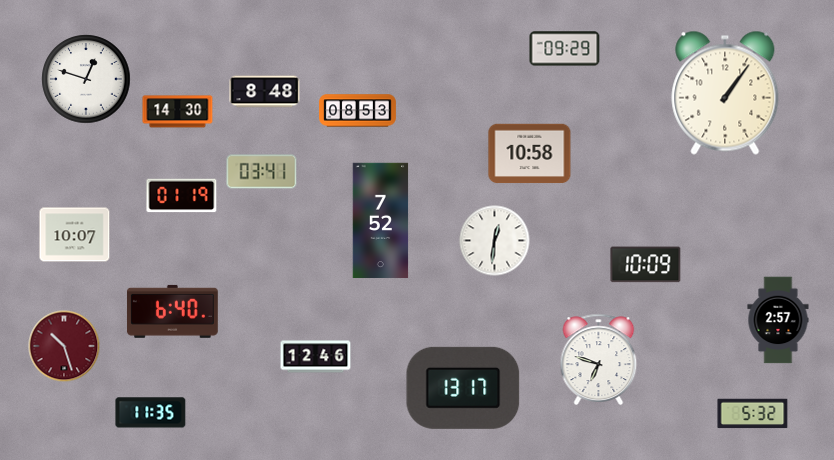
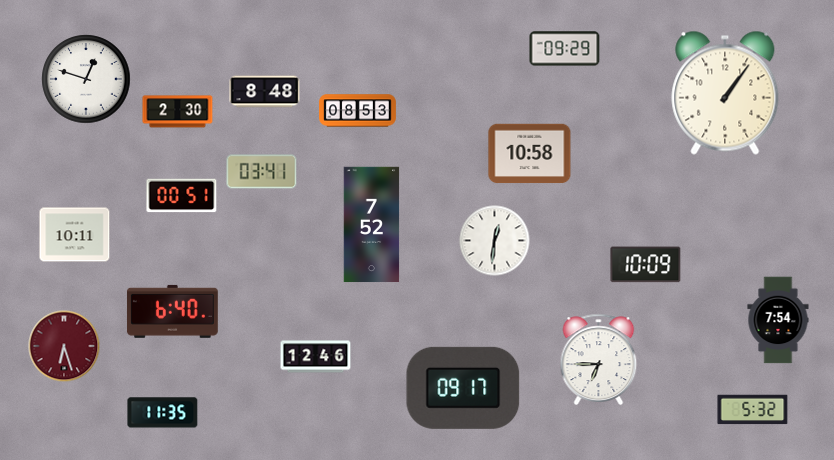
clock at (178, 112): 14:30 -> 2:30
clock at (182, 196): 01:19 -> 00:51
clock at (381, 221) position: (381, 221) -> (372, 225)
clock at (75, 235): 10:07 -> 10:11
clock at (778, 320): 2:57 -> 7:54
clock at (64, 346): 10:27 -> 6:27
clock at (599, 359): 6:48 -> 6:45
clock at (463, 388): 13:17 -> 09:17
clock at (151, 413) position: (151, 413) -> (163, 413)
clock at (753, 414) position: (753, 414) -> (753, 410)
